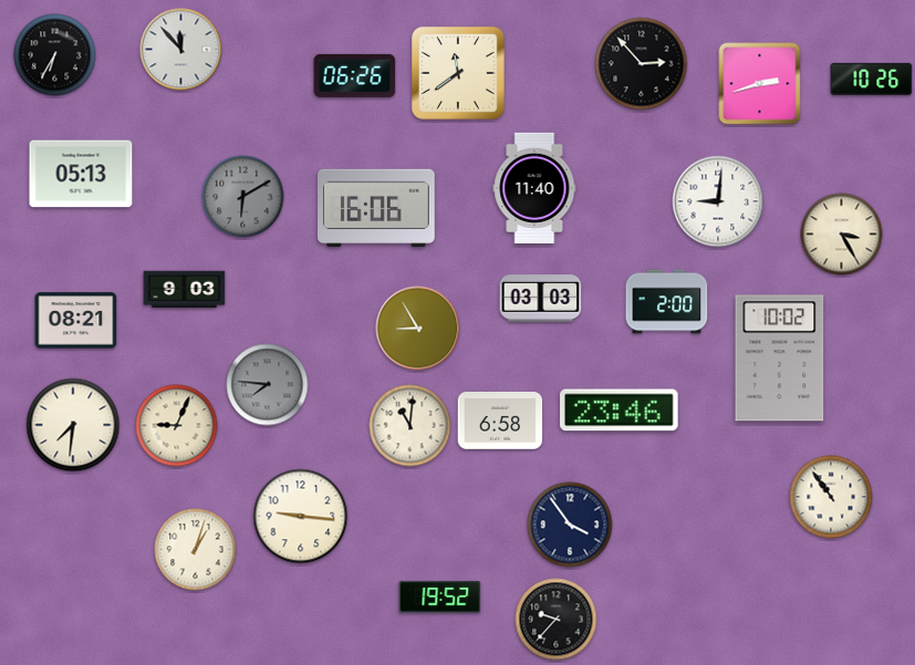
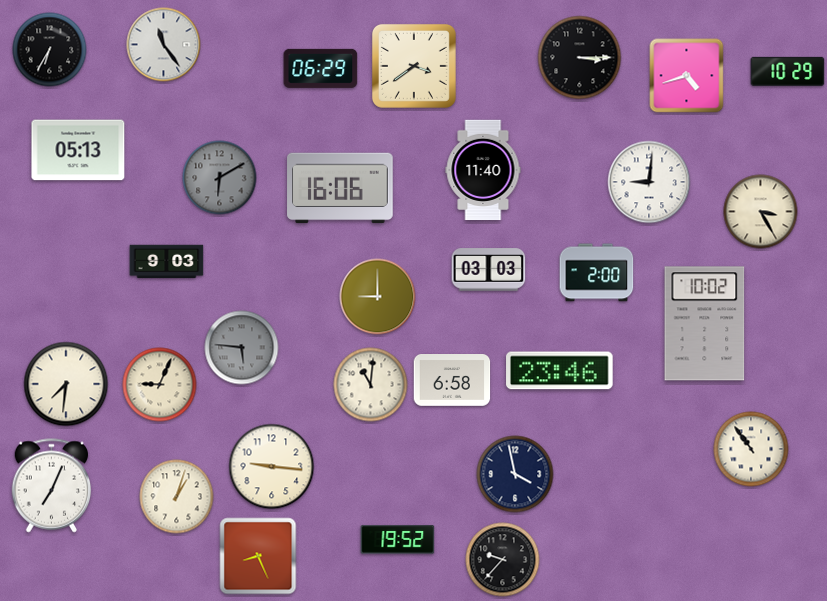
clock at (181, 50): 11:53 -> 11:24
clock at (642, 64): 2:53 -> 3:15
clock at (458, 73): 11:39 -> 3:39
clock at (355, 75): 06:26 -> 06:29
clock at (872, 79): 10:26 -> 10:29
clock at (760, 84): 2:42 -> 4:42
clock at (81, 174) position: (81, 174) -> (78, 150)
clock at (667, 302) position: (667, 302) -> (597, 273)
clock at (76, 321): 08:21 -> none
clock at (418, 329): 8:55 -> 9:00
clock at (268, 385): 7:46 -> 5:46
clock at (570, 524): 3:54 -> 3:58
clock at (52, 486): none -> 7:04
clock at (258, 556): none -> 8:26
